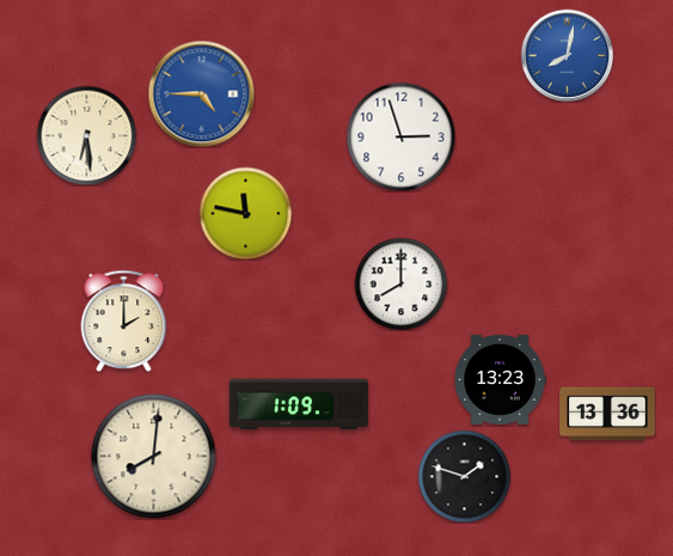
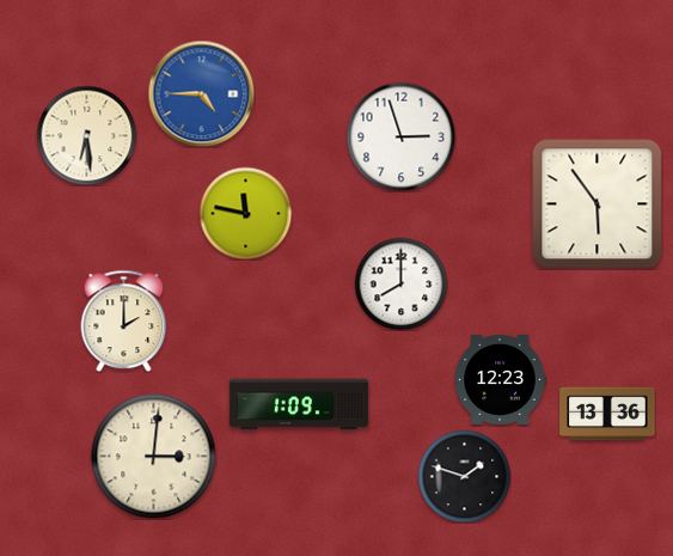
clock at (567, 55): 8:02 -> none
clock at (598, 204): none -> 5:54
clock at (500, 379): 13:23 -> 12:23
clock at (154, 457): 8:01 -> 3:01
